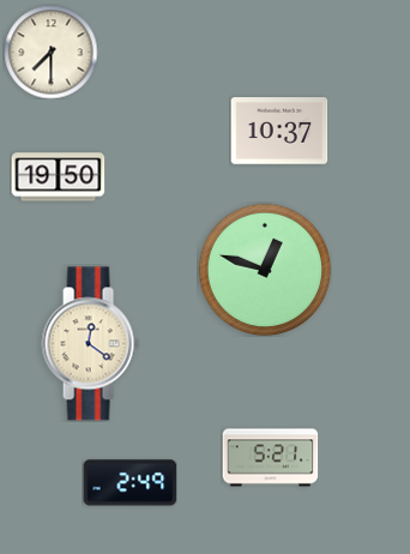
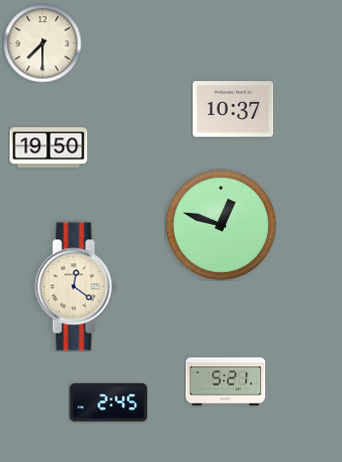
clock at (129, 483): 2:49 -> 2:45
